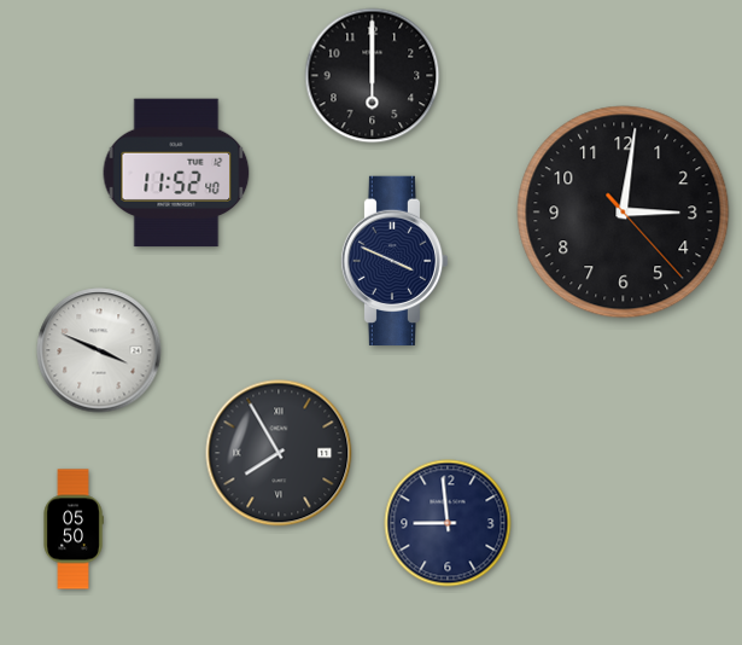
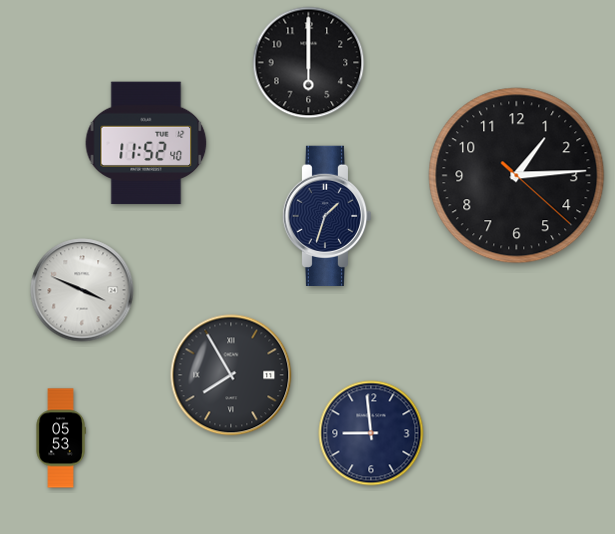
clock at (624, 213): 3:01 -> 1:14
clock at (395, 260): 3:49 -> 1:33
clock at (74, 529): 05:50 -> 05:53
